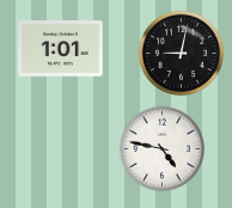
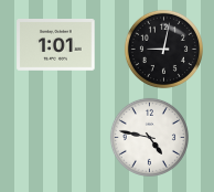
clock at (181, 53) position: (181, 53) -> (163, 49)
